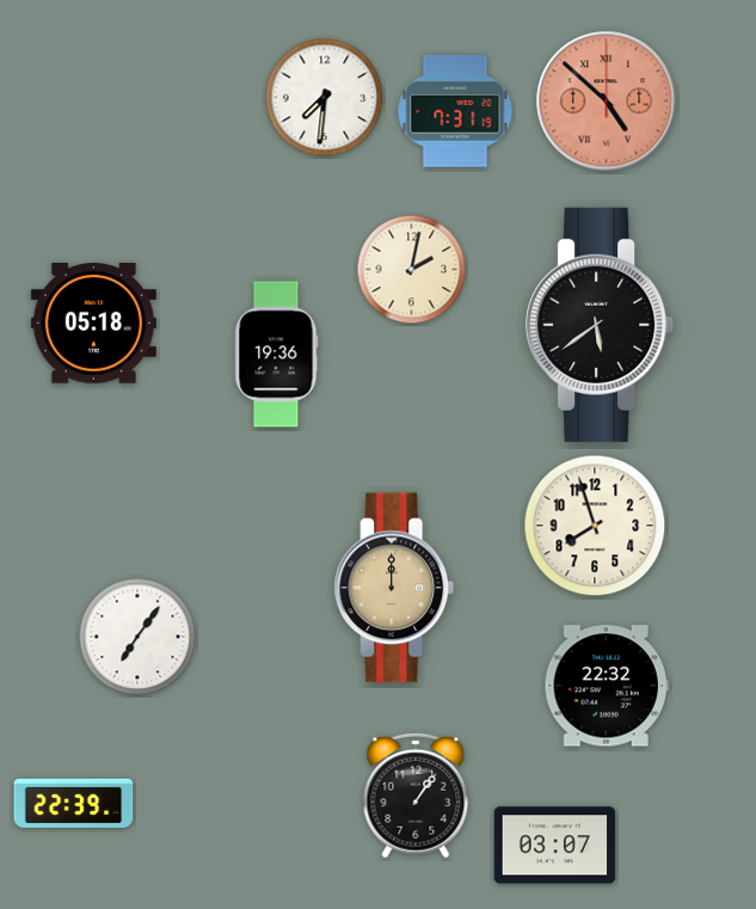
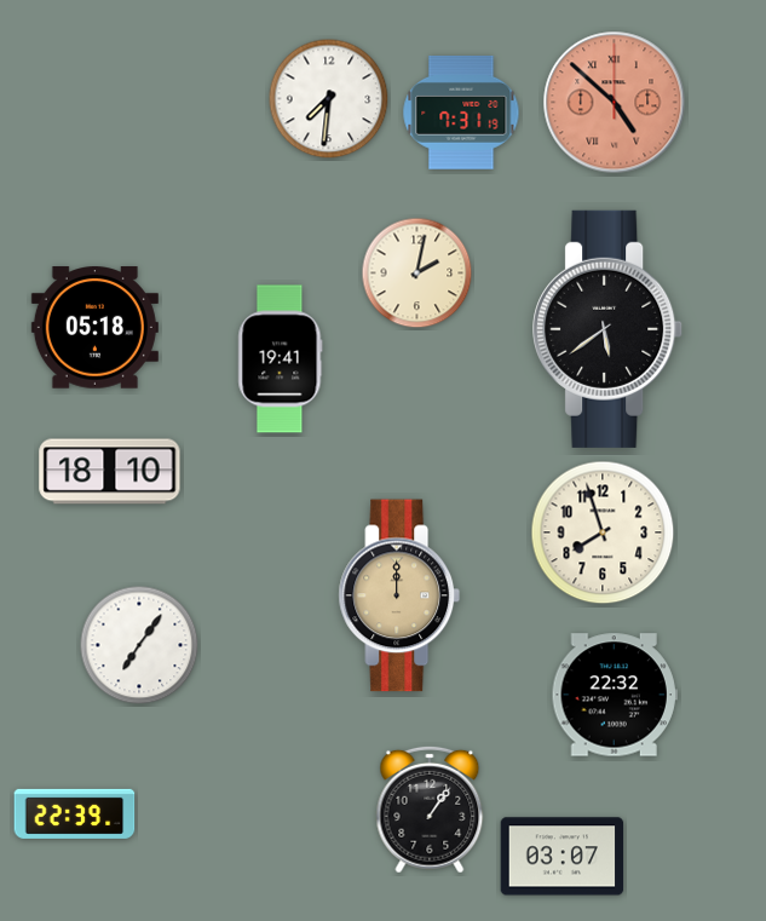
clock at (277, 355): 19:36 -> 19:41
clock at (110, 472): none -> 18:10
clock at (416, 796) position: (416, 796) -> (430, 810)
